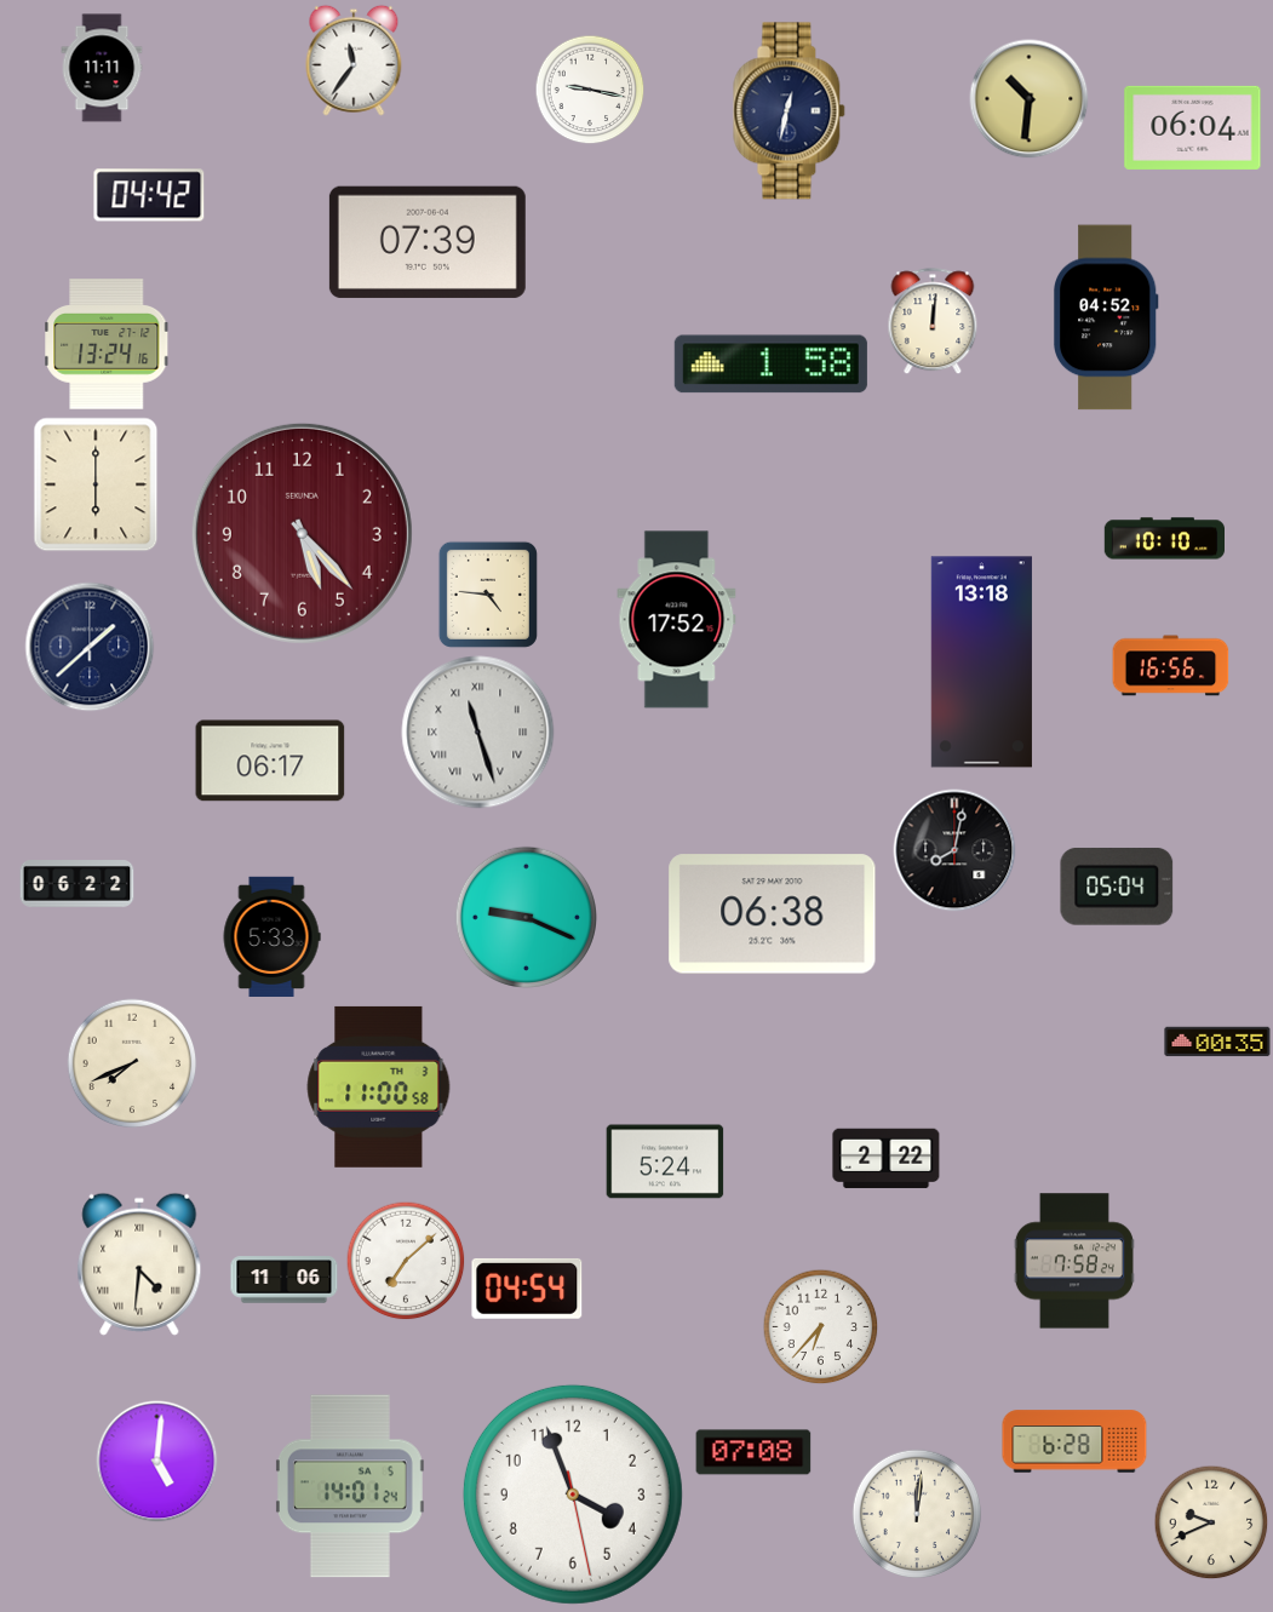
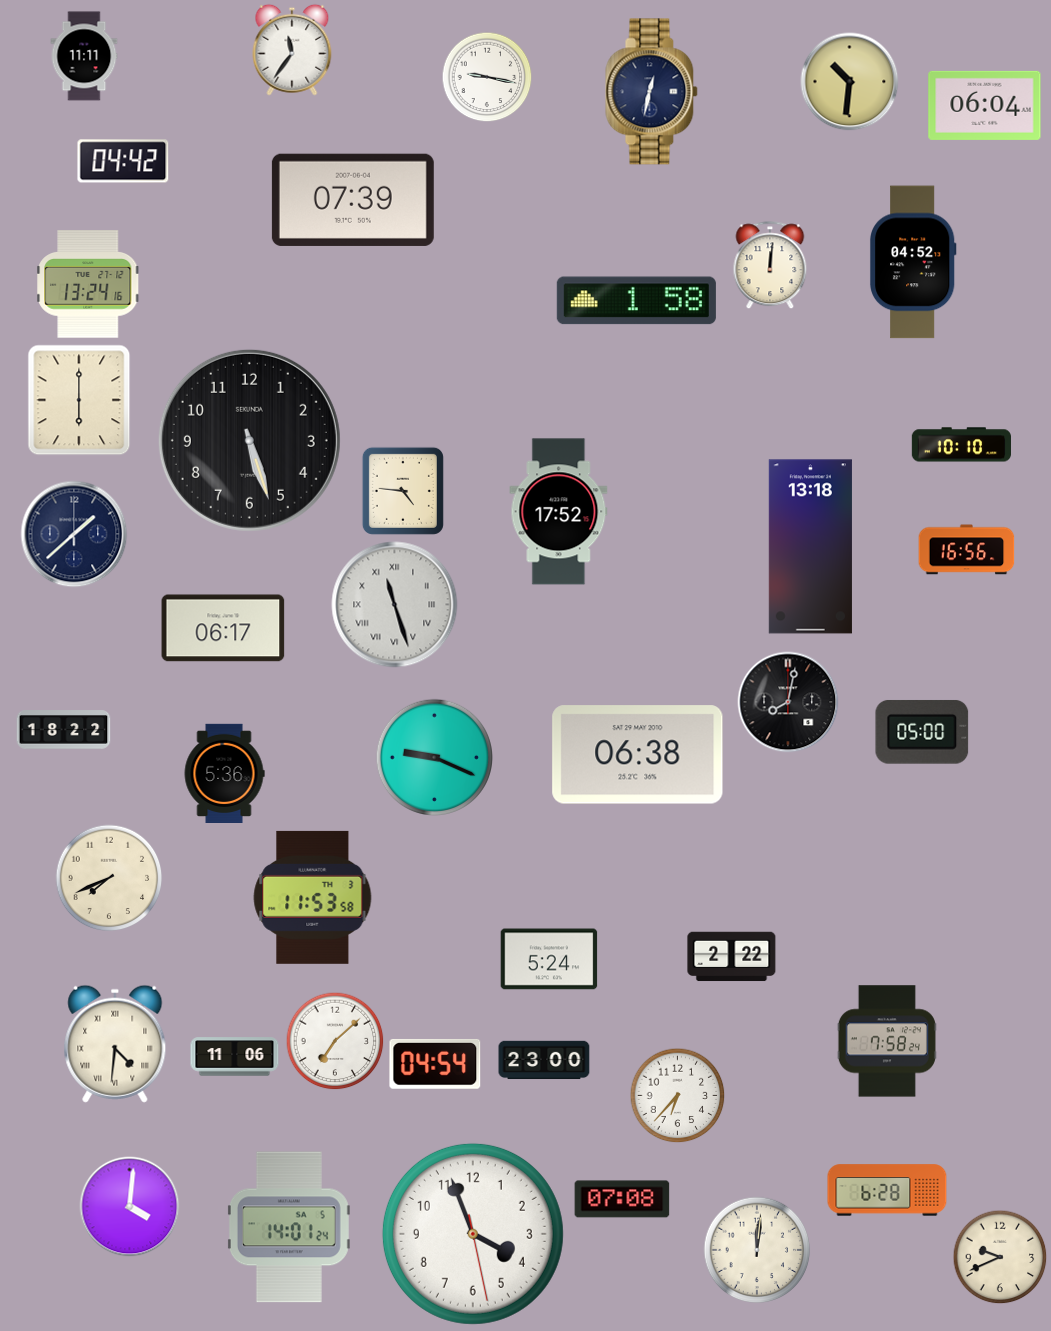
clock at (590, 90) position: (590, 90) -> (487, 77)
clock at (302, 533): 5:23 -> 5:27
clock at (302, 533) dial: burgundy -> black
clock at (78, 884): 06:22 -> 18:22
clock at (1117, 887): 05:04 -> 05:00
clock at (271, 936): 5:33 -> 5:36
clock at (1217, 1042): 00:35 -> none
clock at (379, 1086): 11:00 -> 11:53
clock at (544, 1060): none -> 23:00
clock at (157, 1462): 5:01 -> 4:01
